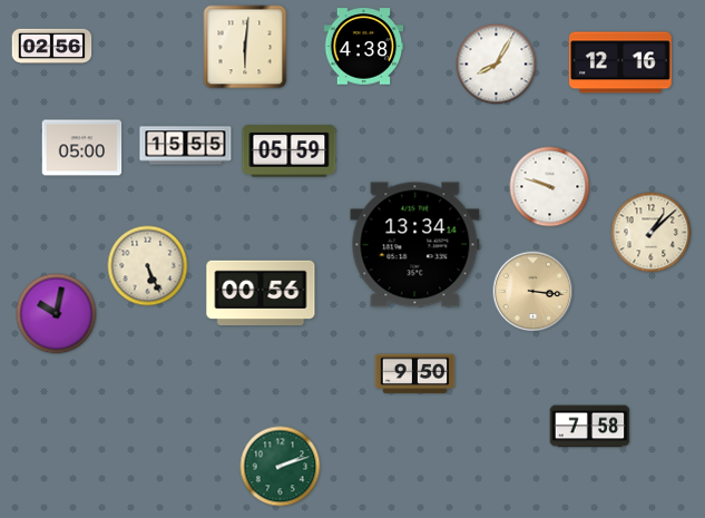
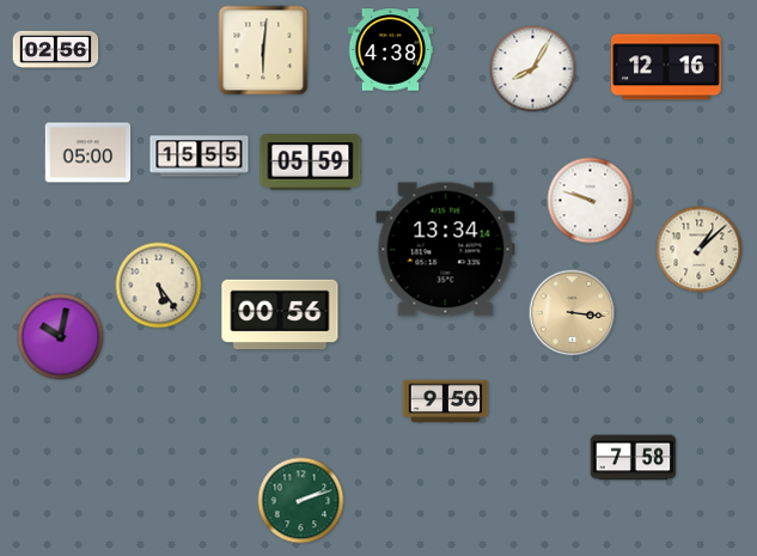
clock at (82, 148) position: (82, 148) -> (88, 153)
clock at (415, 245) position: (415, 245) -> (446, 250)
clock at (148, 266): 5:26 -> 5:24
